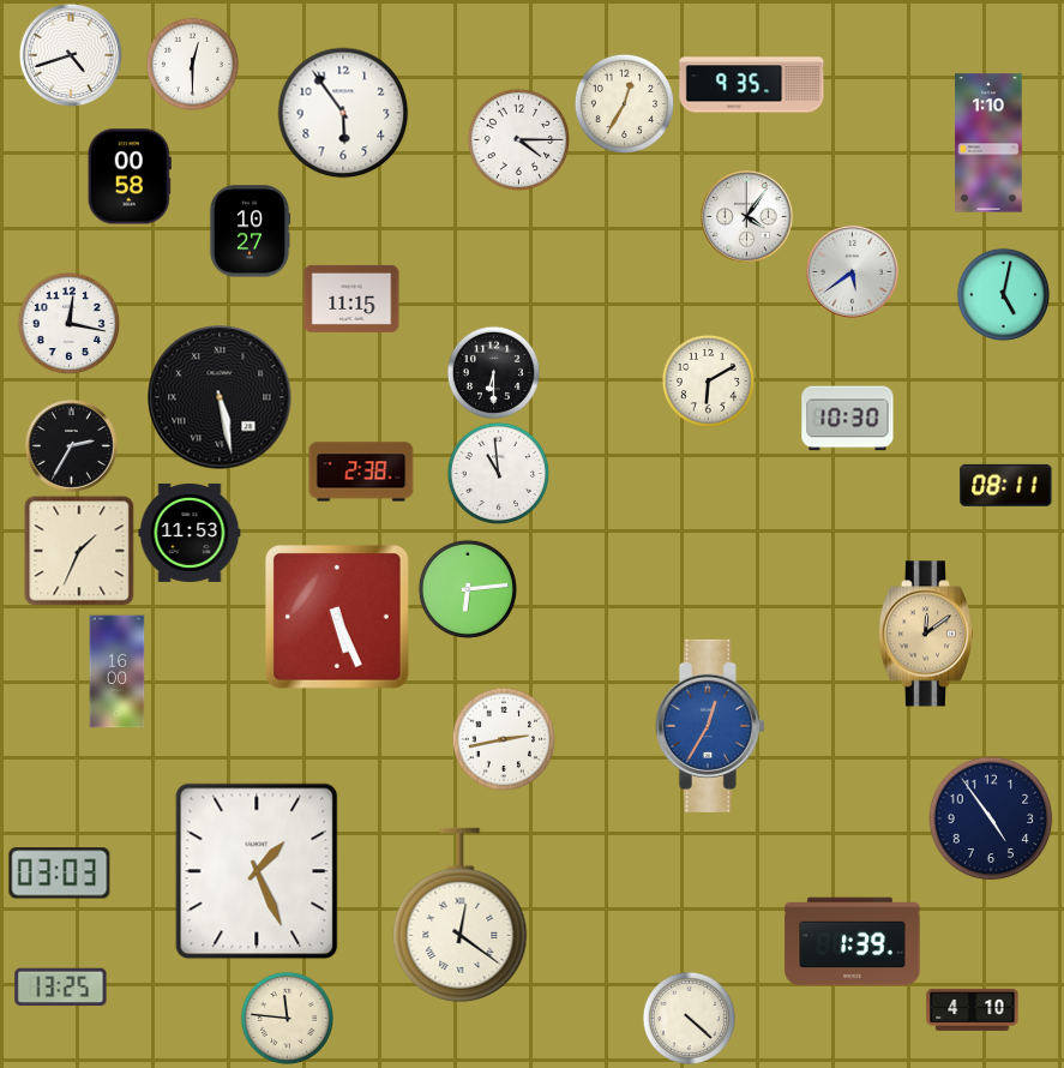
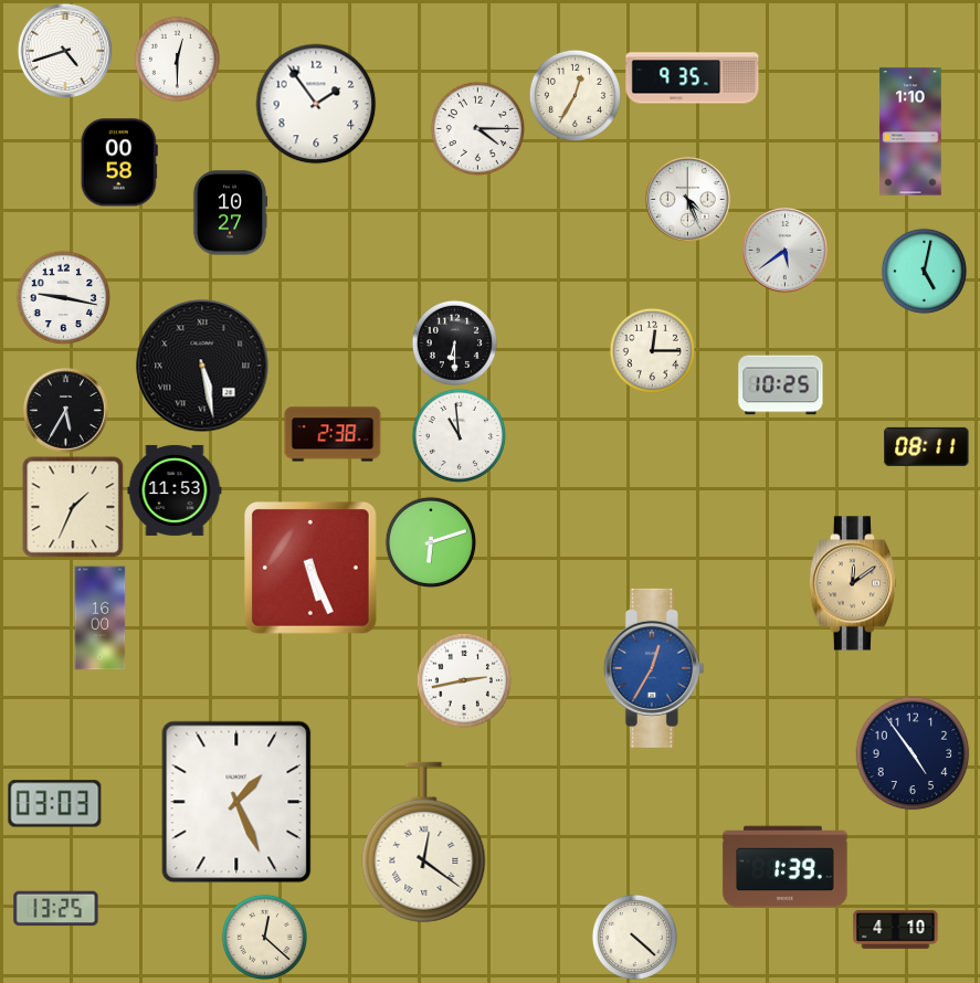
clock at (343, 113): 5:54 -> 1:54
clock at (747, 217): 4:06 -> 4:26
clock at (351, 299): 11:15 -> none
clock at (68, 323): 12:17 -> 9:17
clock at (708, 380): 6:10 -> 12:15
clock at (848, 419): 10:30 -> 10:25
clock at (72, 446): 2:35 -> 5:35
clock at (468, 589): 6:14 -> 6:12
clock at (118, 672) position: (118, 672) -> (101, 619)
clock at (287, 1018): 11:46 -> 12:22
